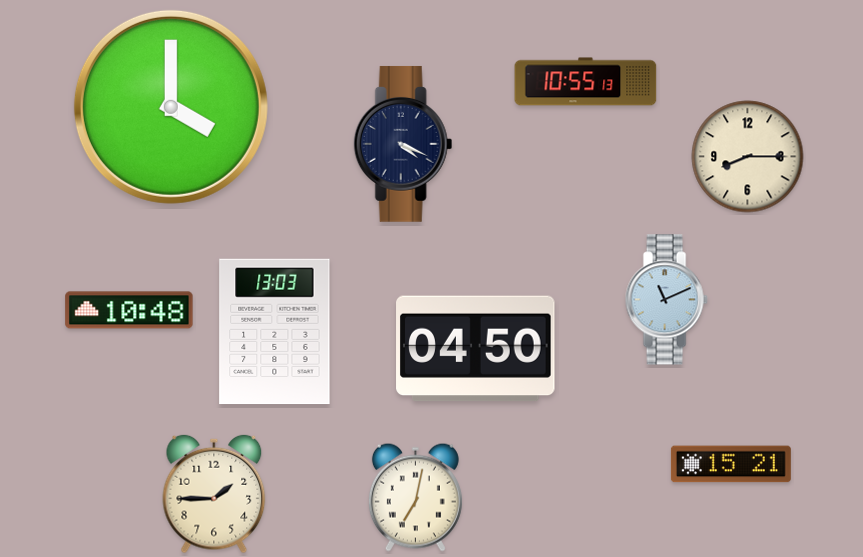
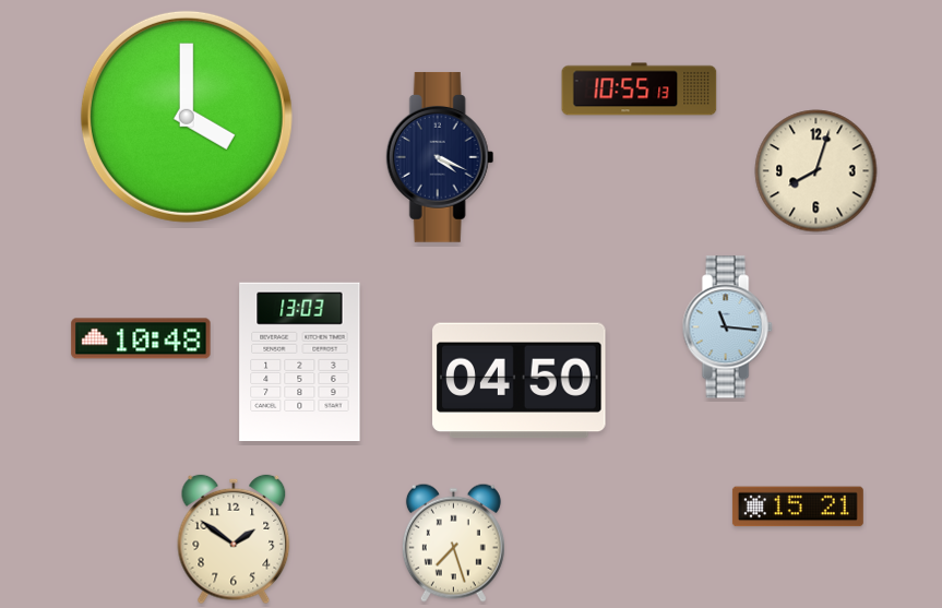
clock at (748, 157): 8:15 -> 8:03
clock at (666, 300): 11:11 -> 11:16
clock at (214, 494): 1:45 -> 1:51
clock at (415, 497): 7:02 -> 7:27
